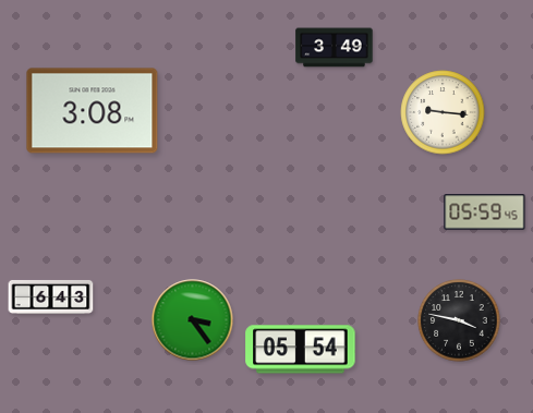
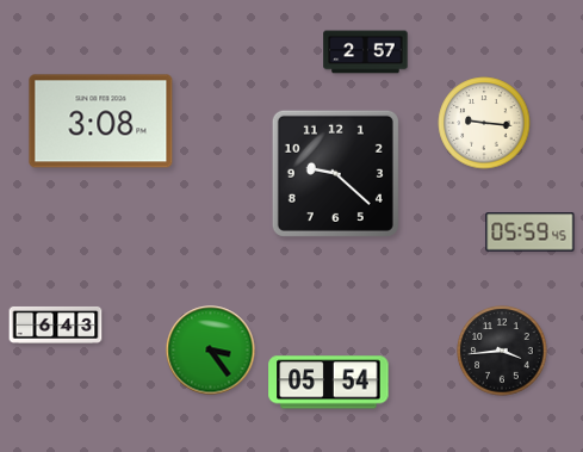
clock at (335, 48): 3:49 -> 2:57
clock at (335, 173): none -> 9:22
clock at (459, 320): 3:47 -> 3:44
